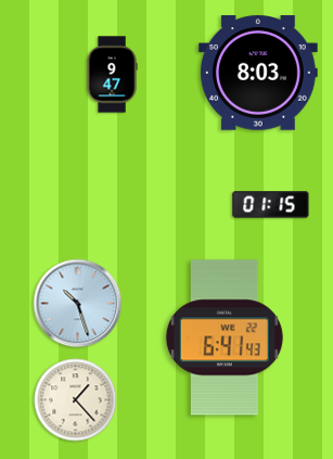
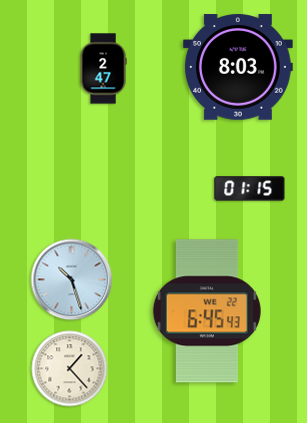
clock at (112, 75): 9:47 -> 2:47
clock at (225, 337): 6:41 -> 6:45
